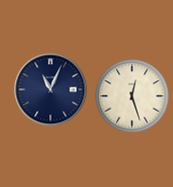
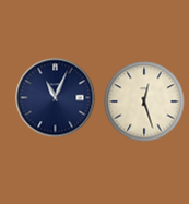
clock at (132, 96) position: (132, 96) -> (144, 101)
